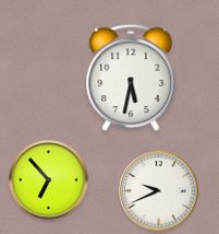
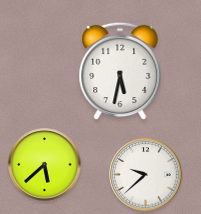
clock at (49, 180): 6:53 -> 5:38
clock at (159, 191): 9:41 -> 9:38
